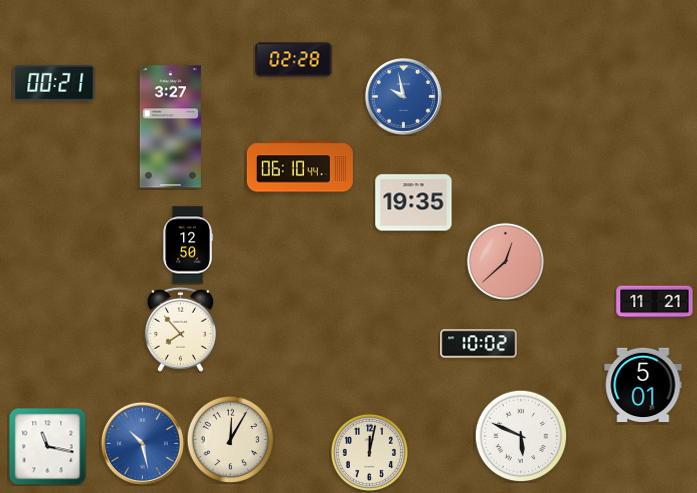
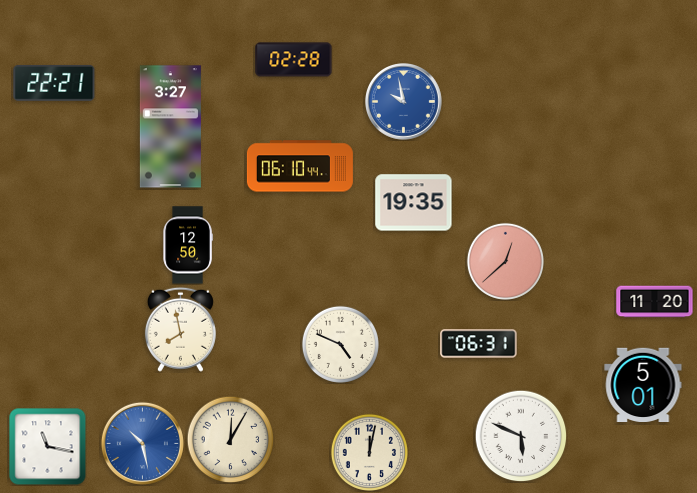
clock at (54, 83): 00:21 -> 22:21
clock at (404, 97) position: (404, 97) -> (404, 102)
clock at (655, 302): 11:21 -> 11:20
clock at (180, 329): 7:53 -> 7:58
clock at (340, 344): none -> 4:49
clock at (479, 344): 10:02 -> 06:31
